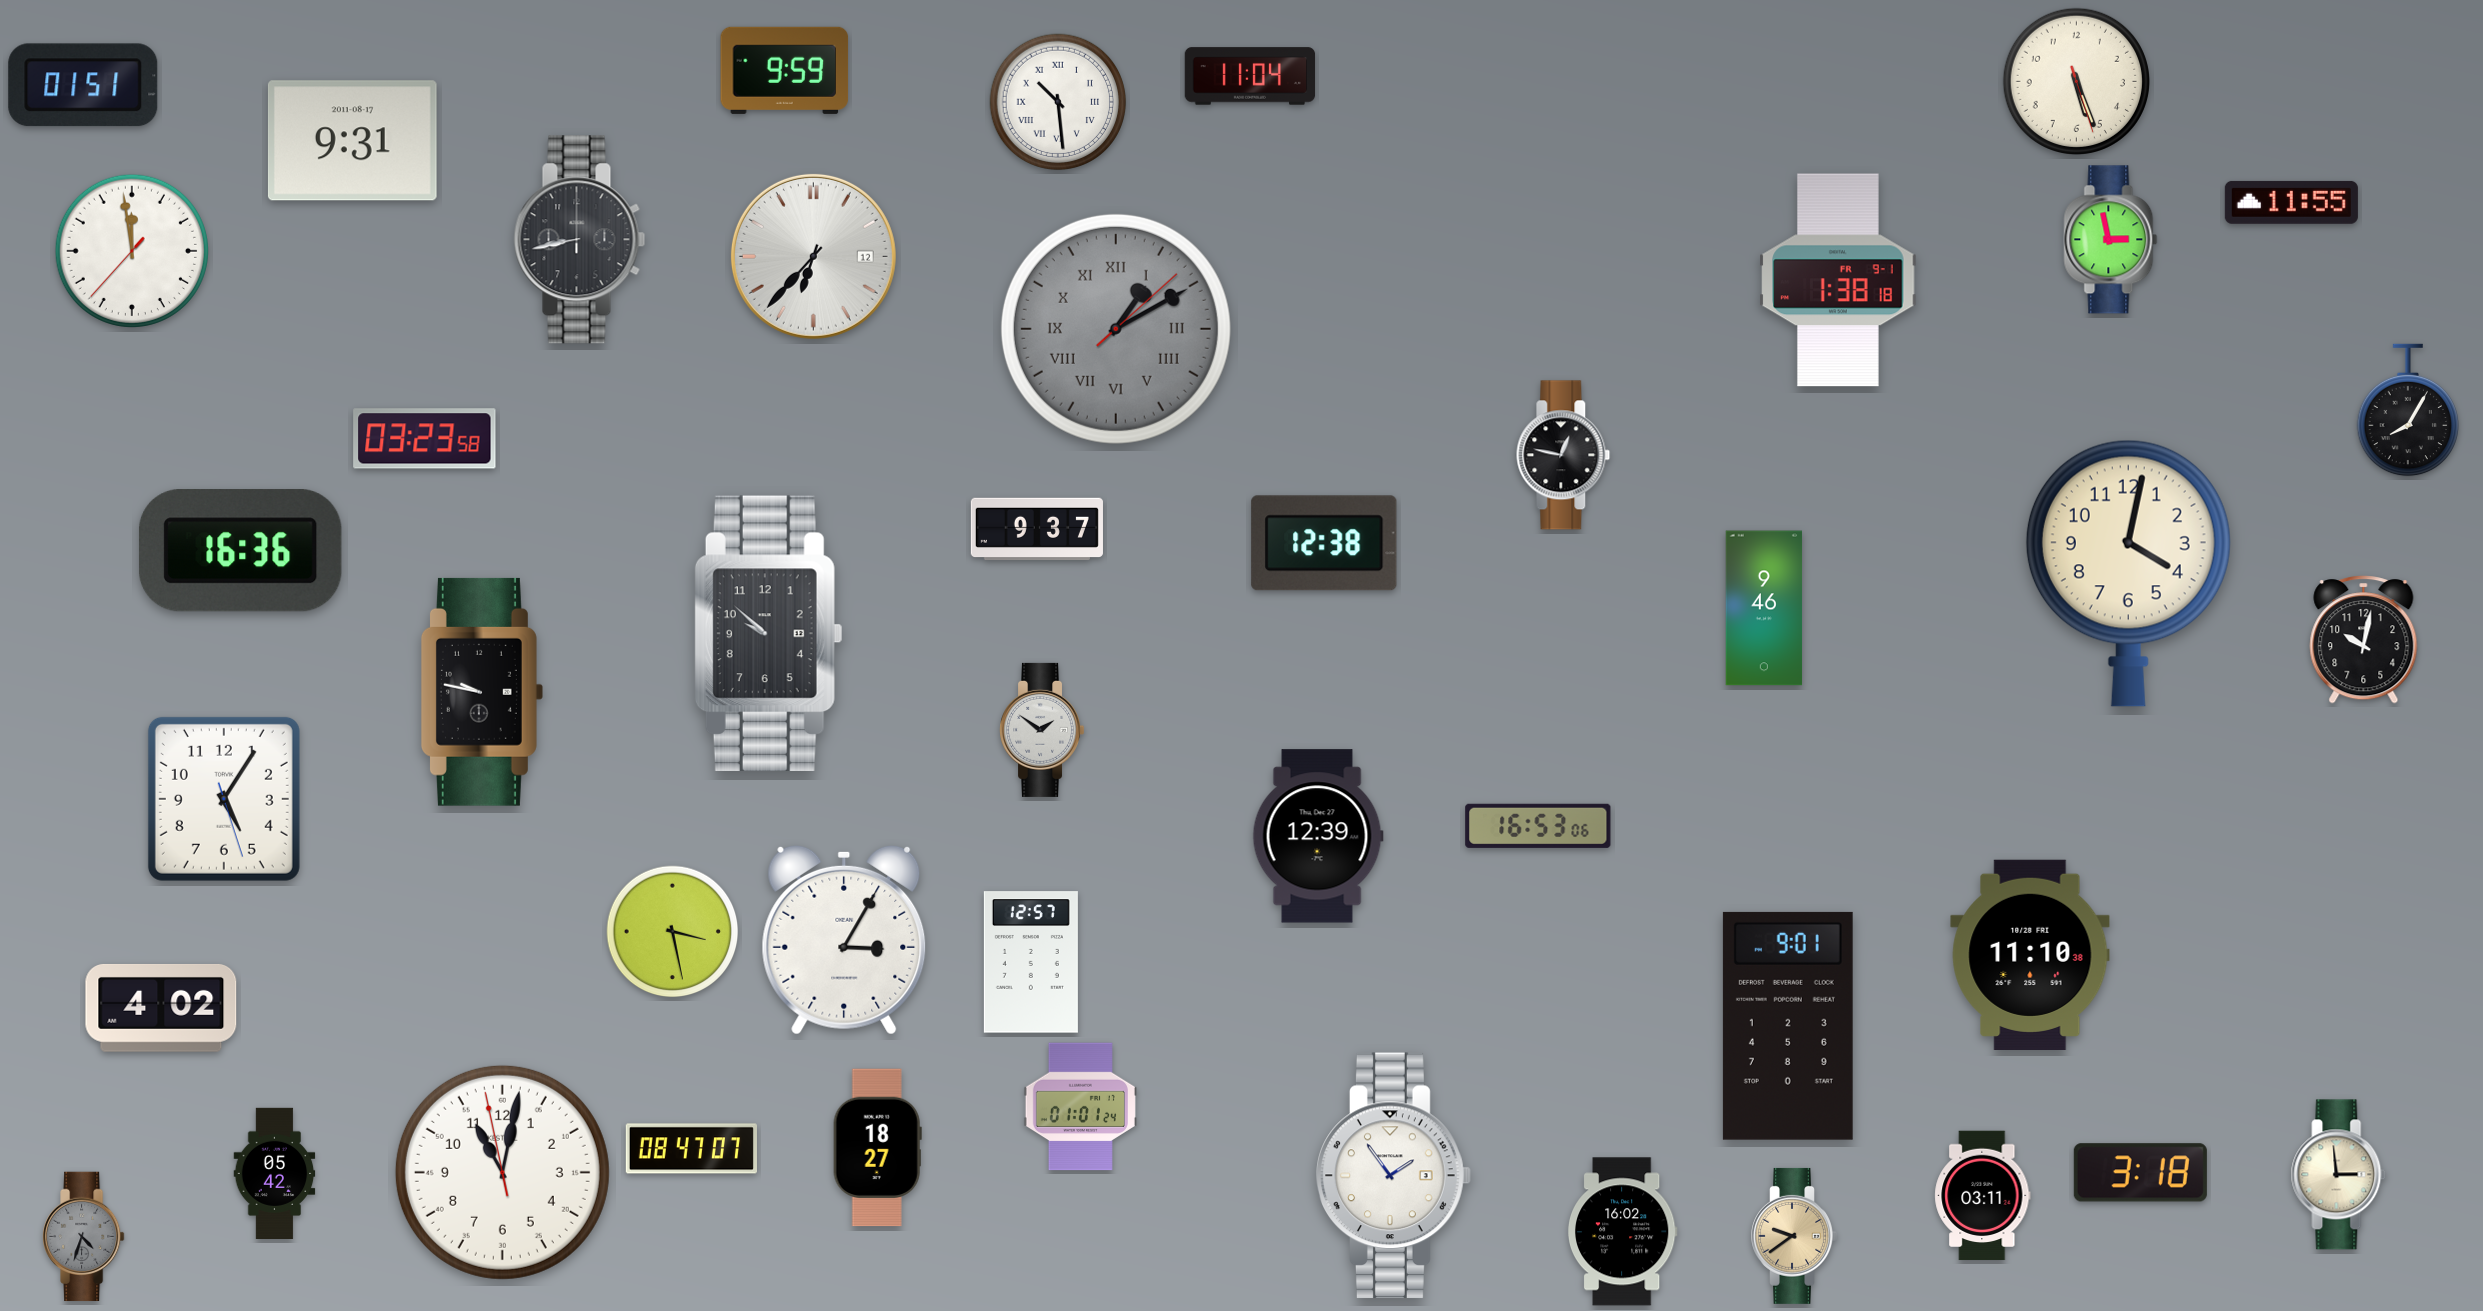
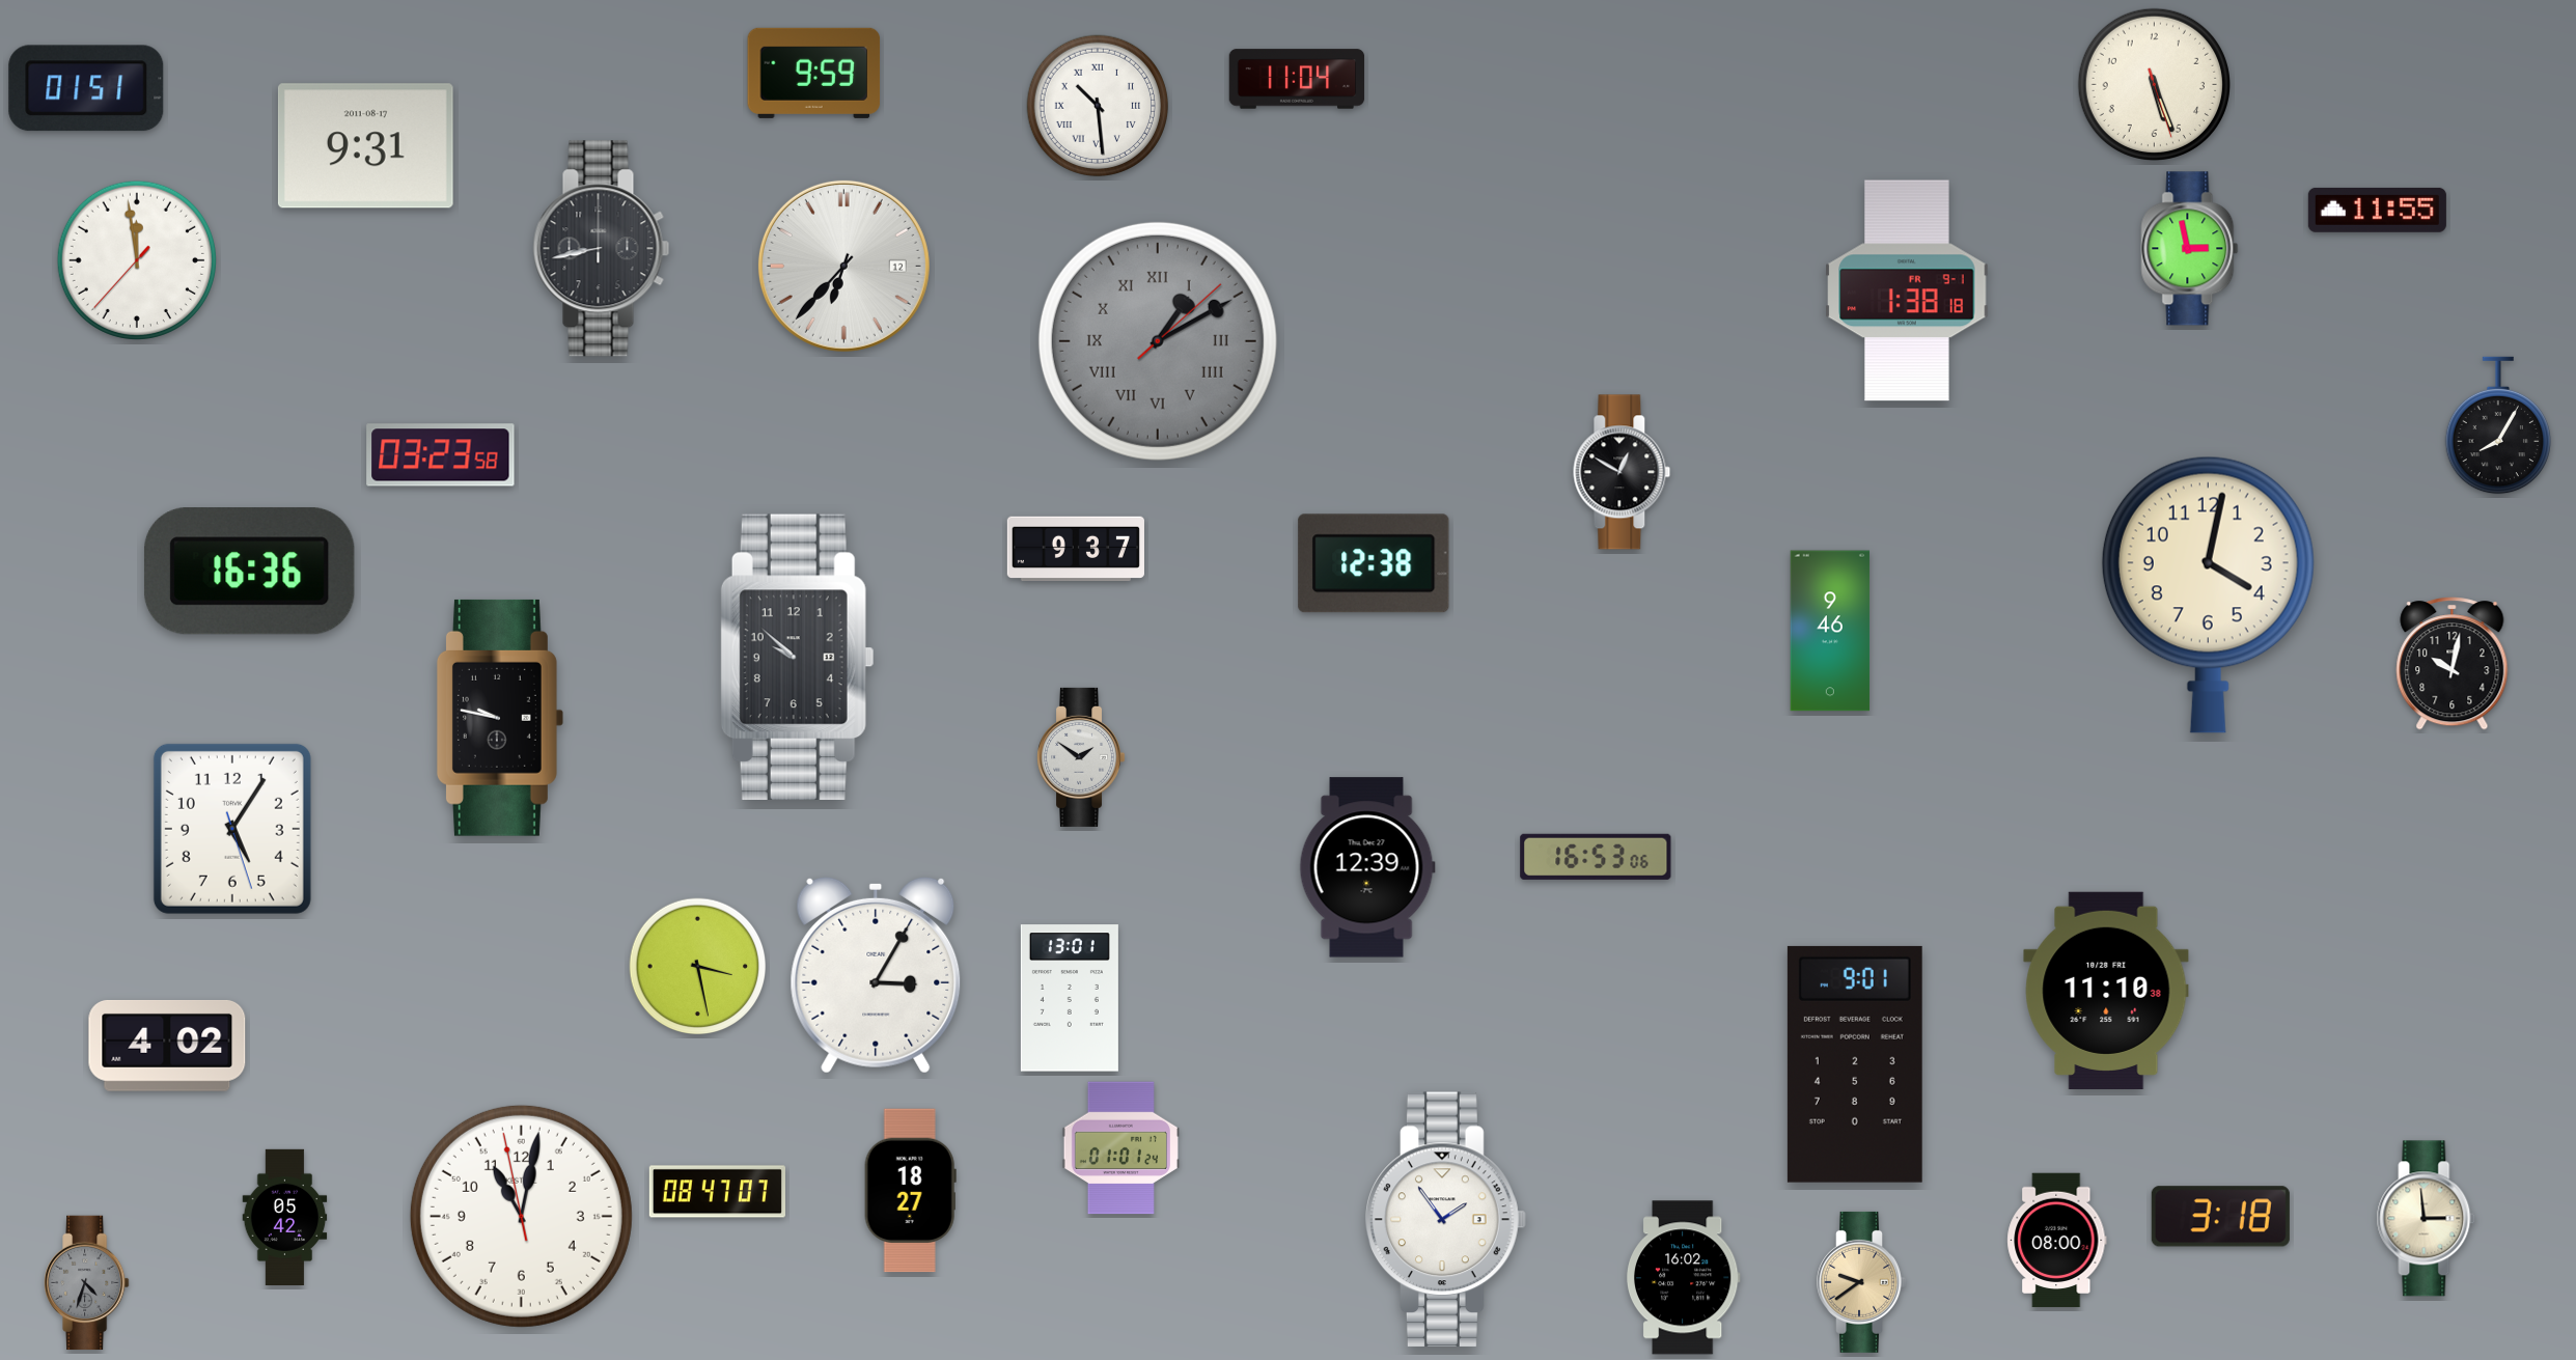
clock at (1563, 455): 12:47 -> 12:50
clock at (1031, 962): 12:57 -> 13:01
clock at (1983, 1196): 03:11 -> 08:00
